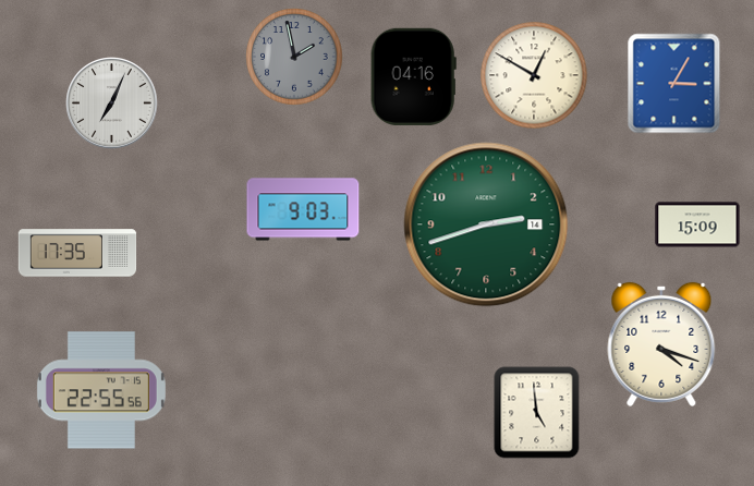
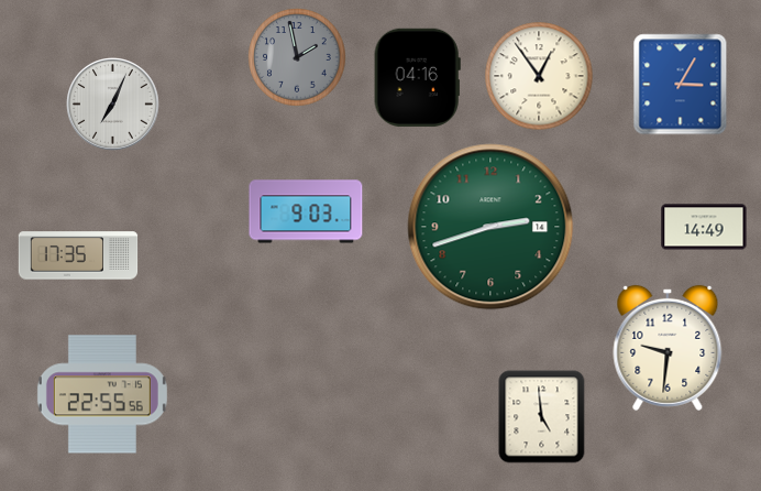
clock at (534, 75): 12:50 -> 12:54
clock at (697, 224): 15:09 -> 14:49
clock at (661, 344): 4:18 -> 9:31
